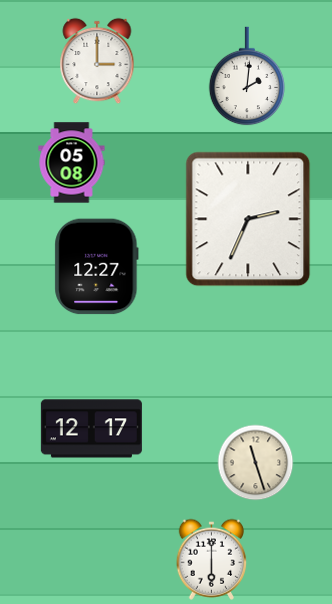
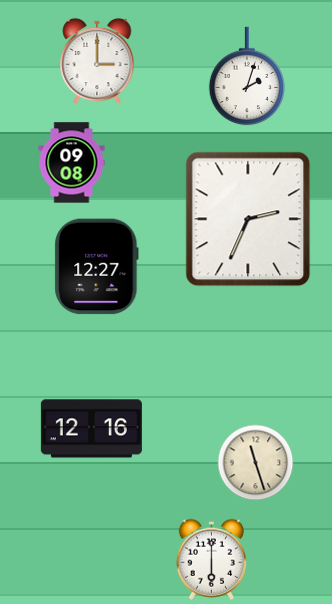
clock at (247, 76): 2:01 -> 2:03
clock at (72, 163): 05:08 -> 09:08
clock at (91, 429): 12:17 -> 12:16
